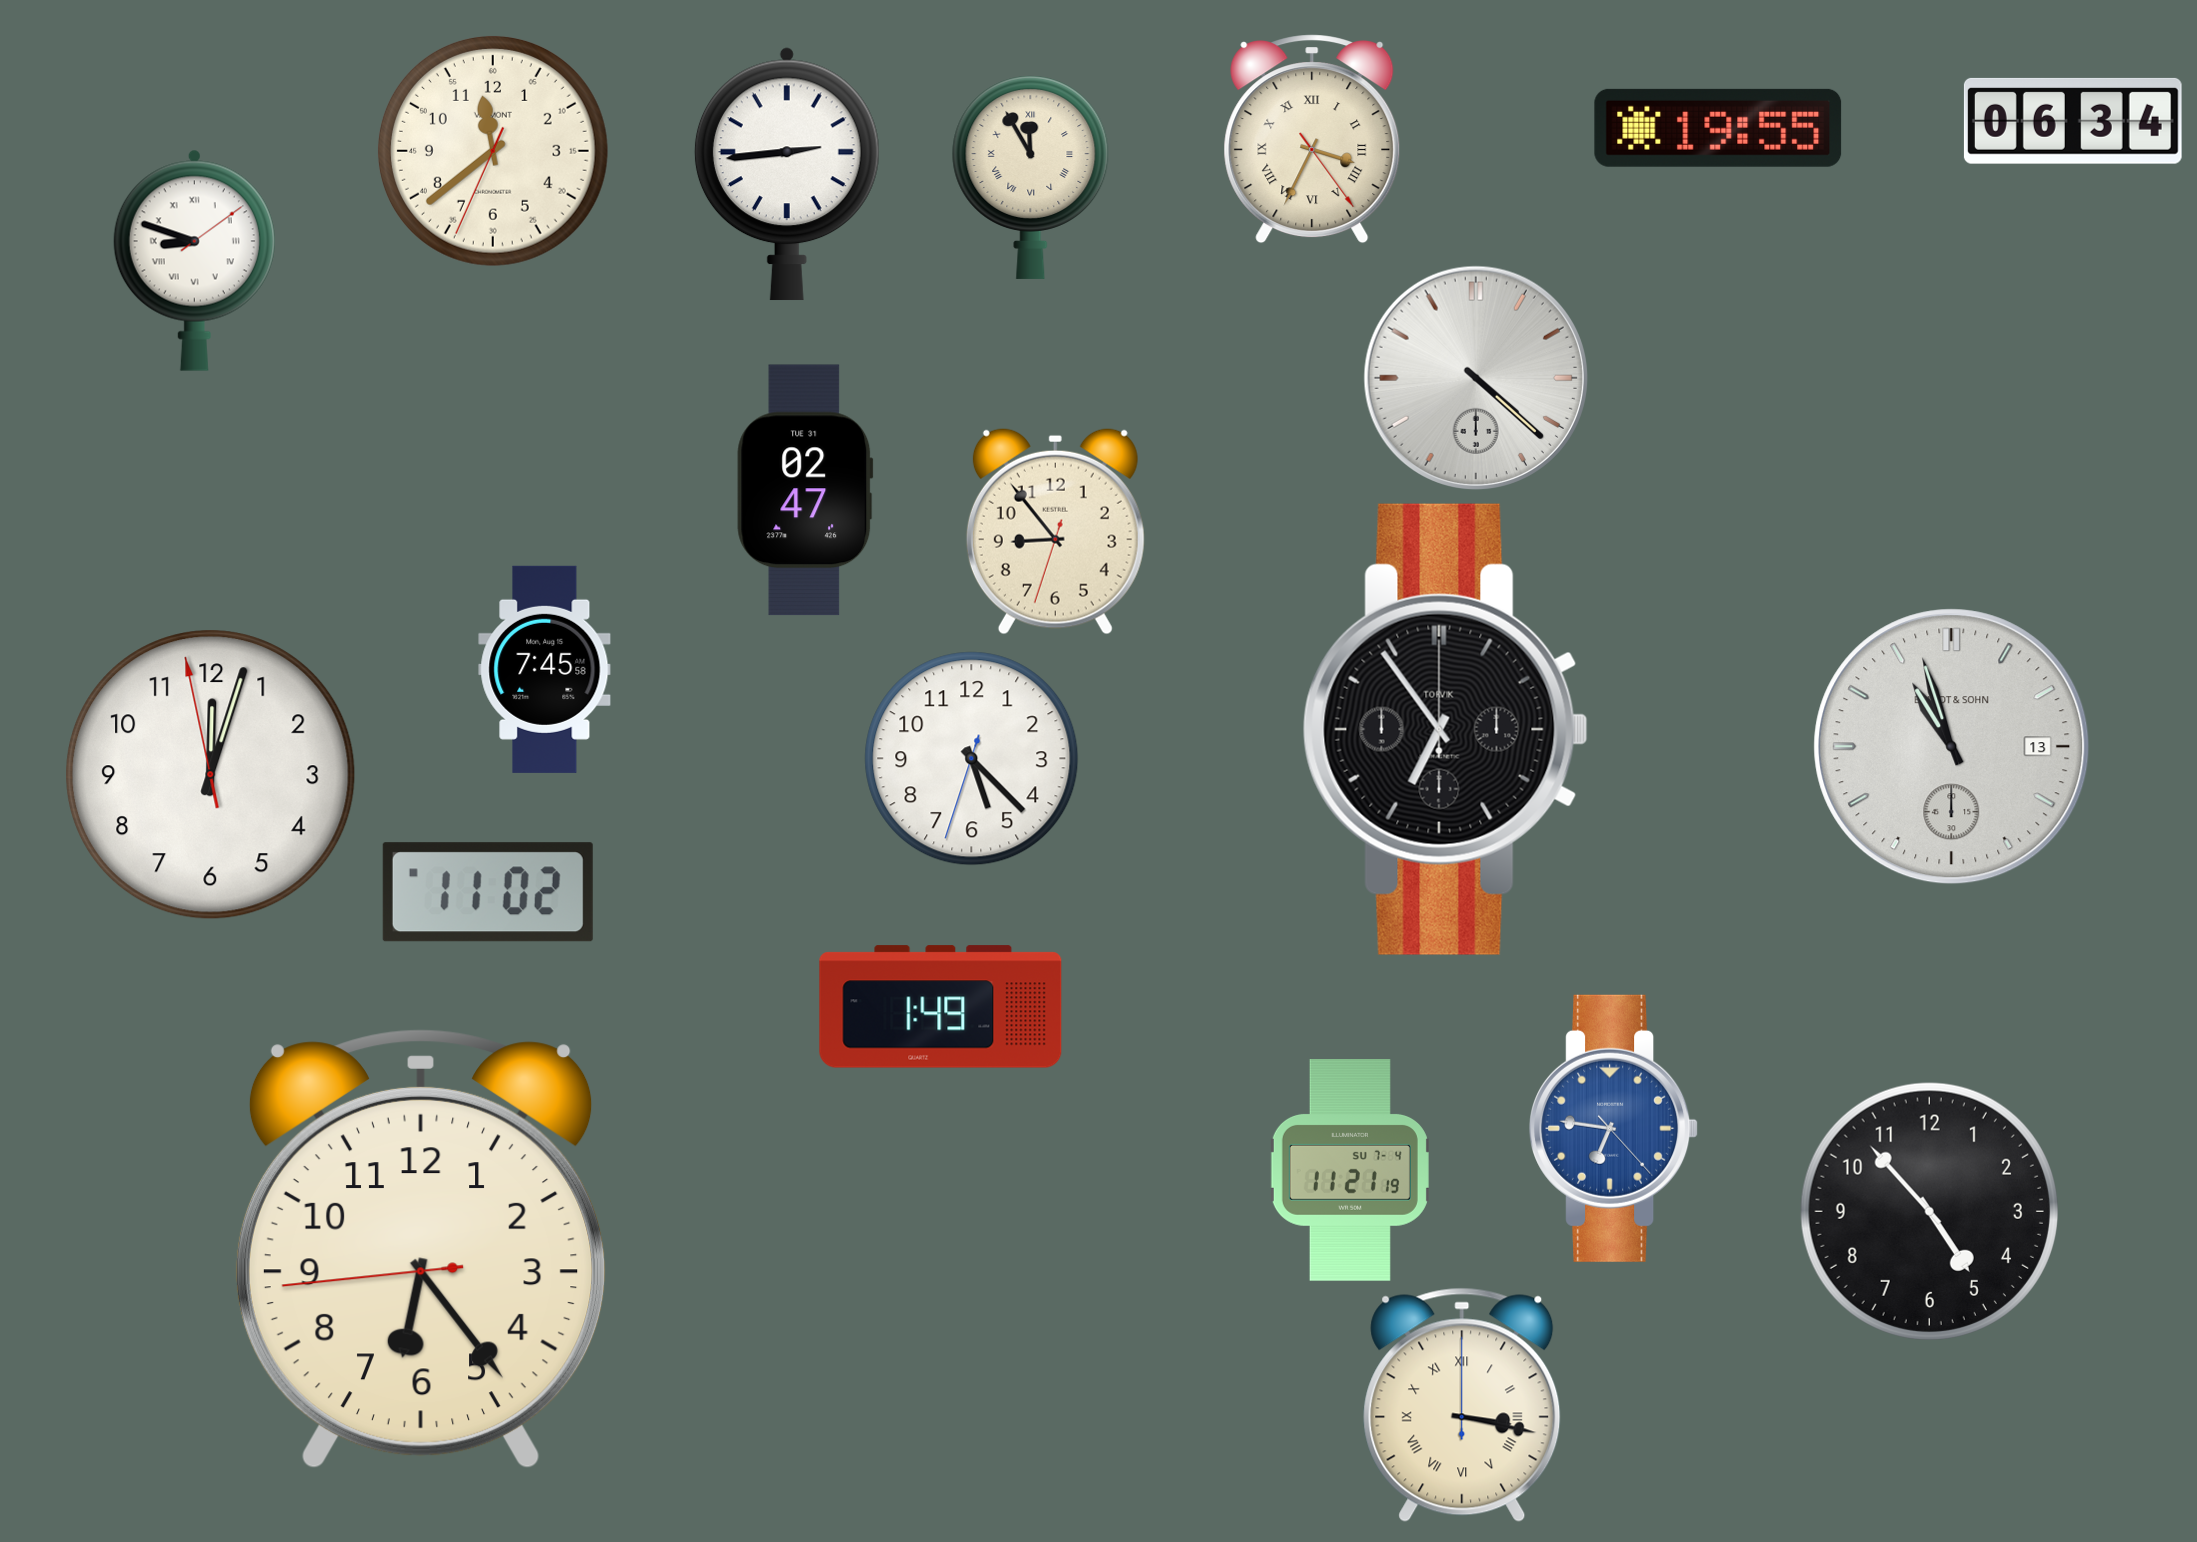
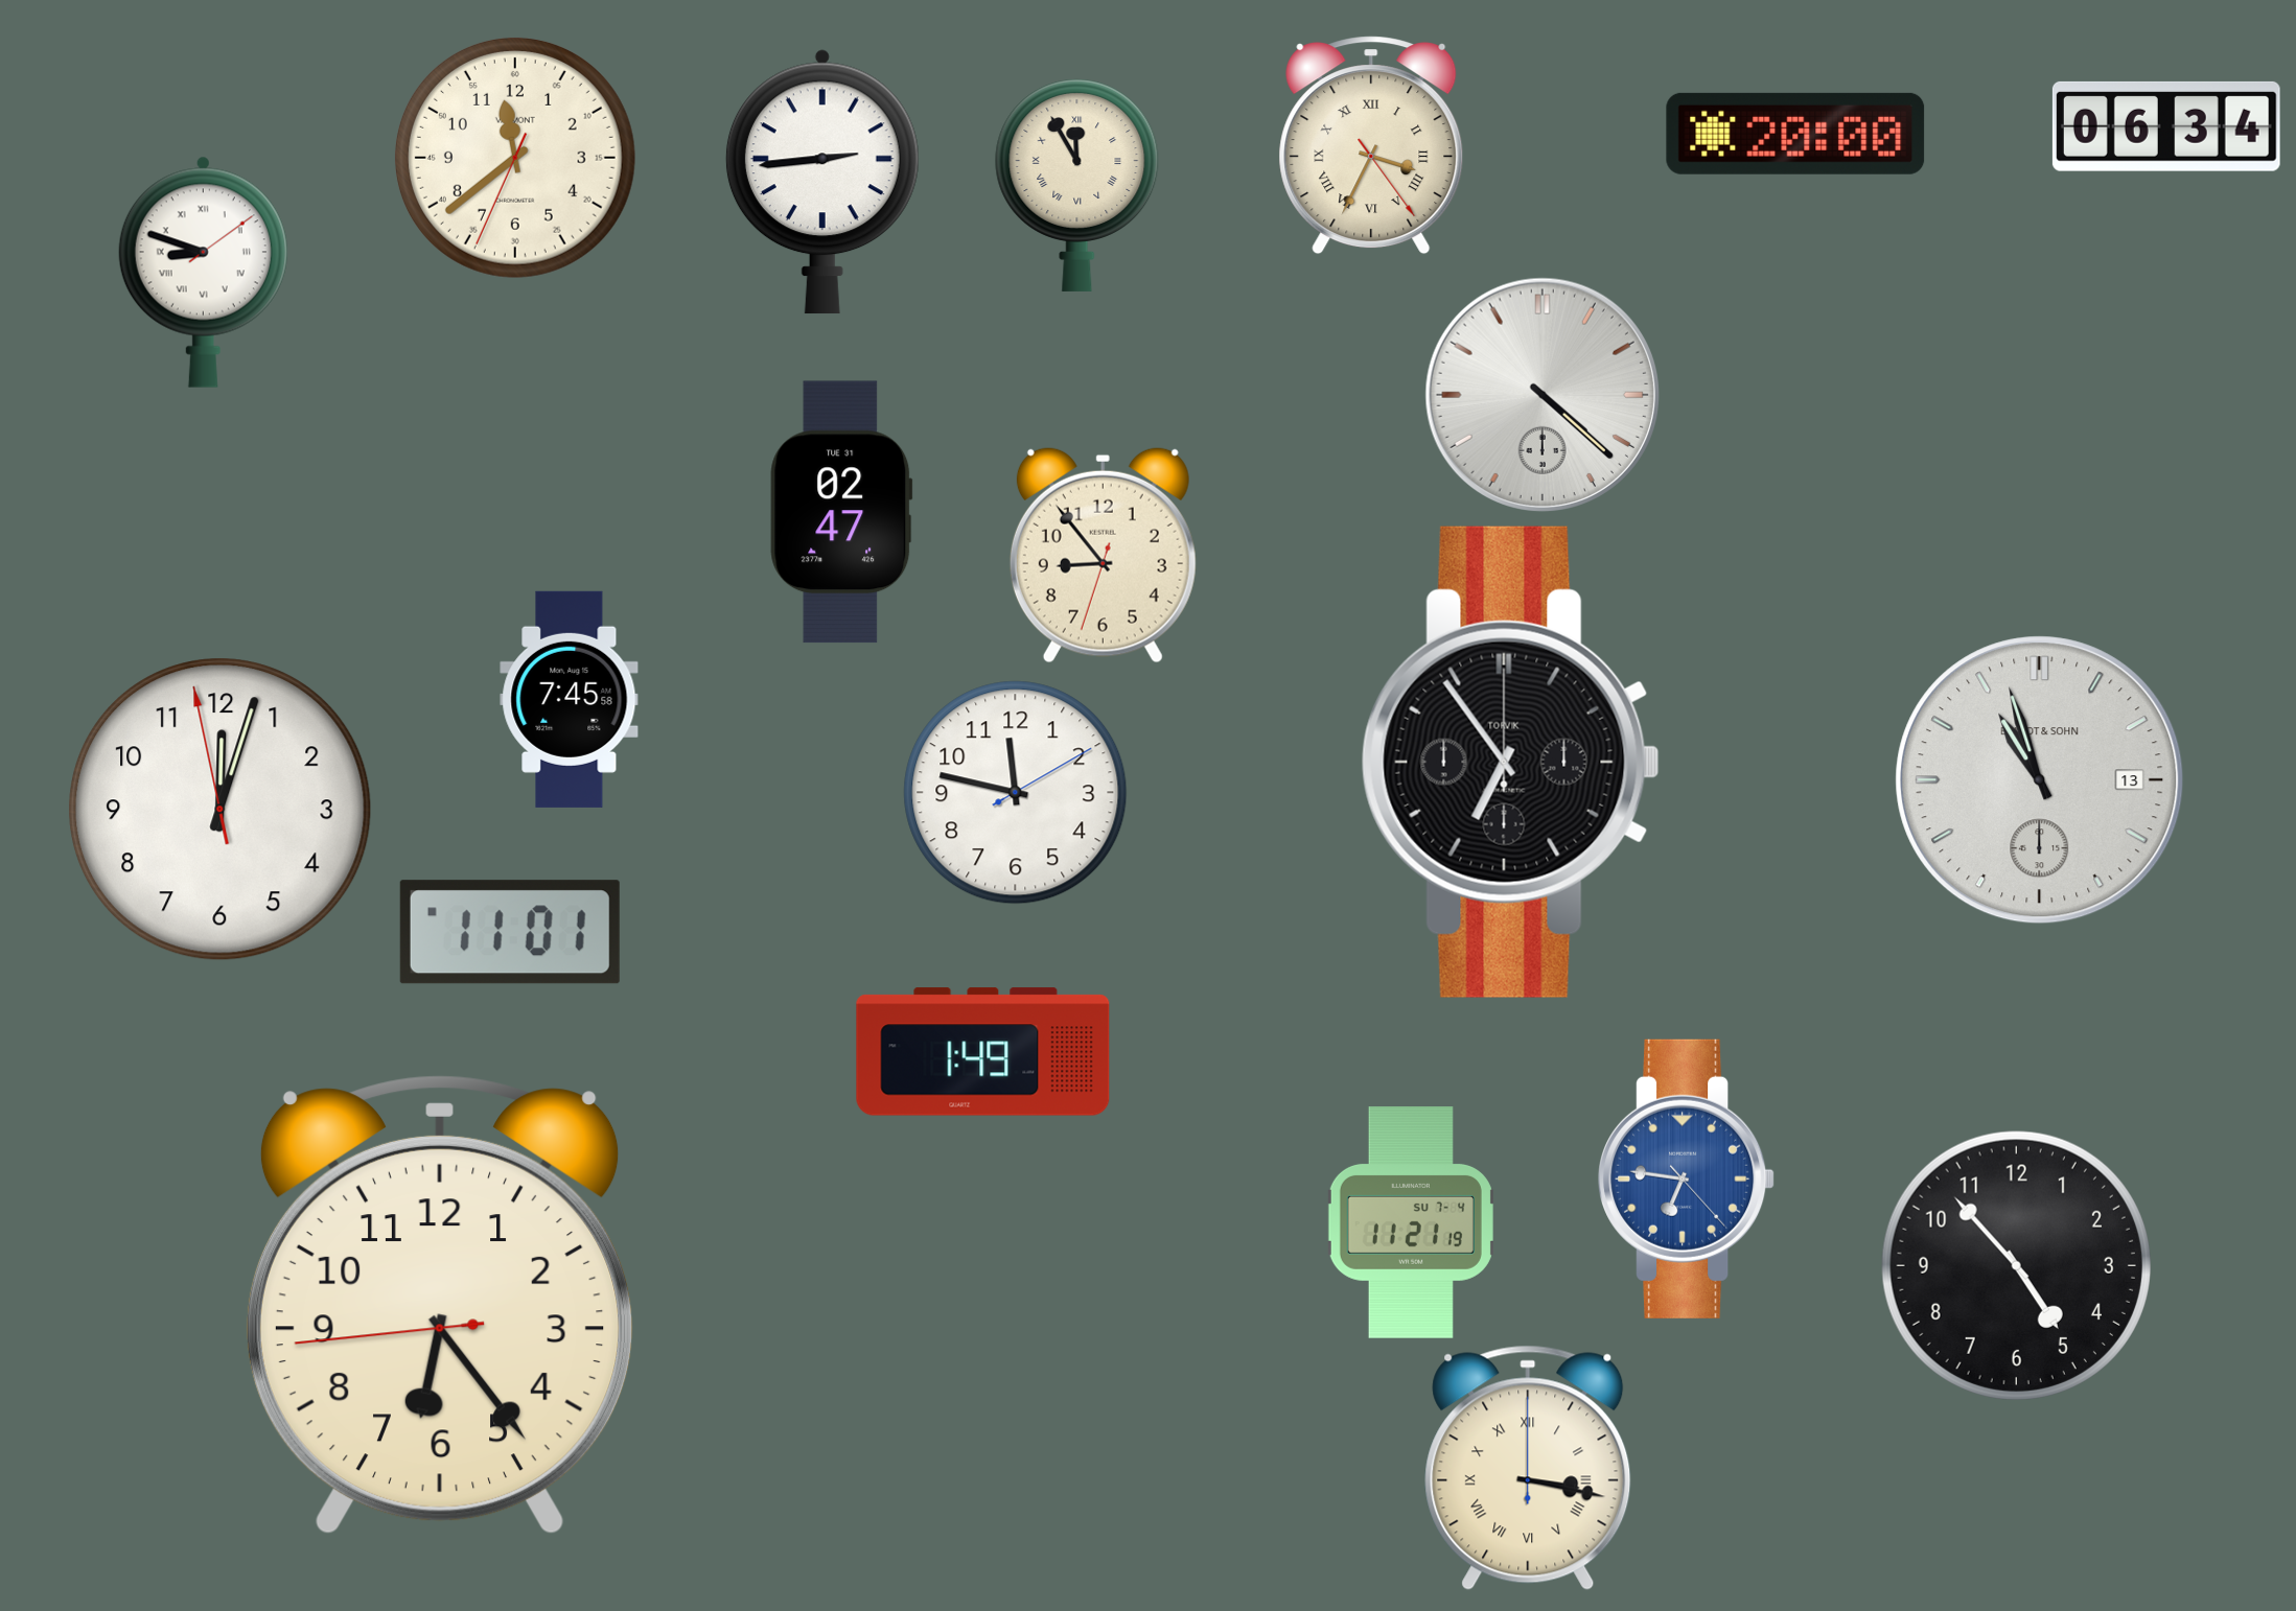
clock at (1718, 128): 19:55 -> 20:00
clock at (972, 759): 5:22 -> 11:47
clock at (488, 892): 11:02 -> 11:01
